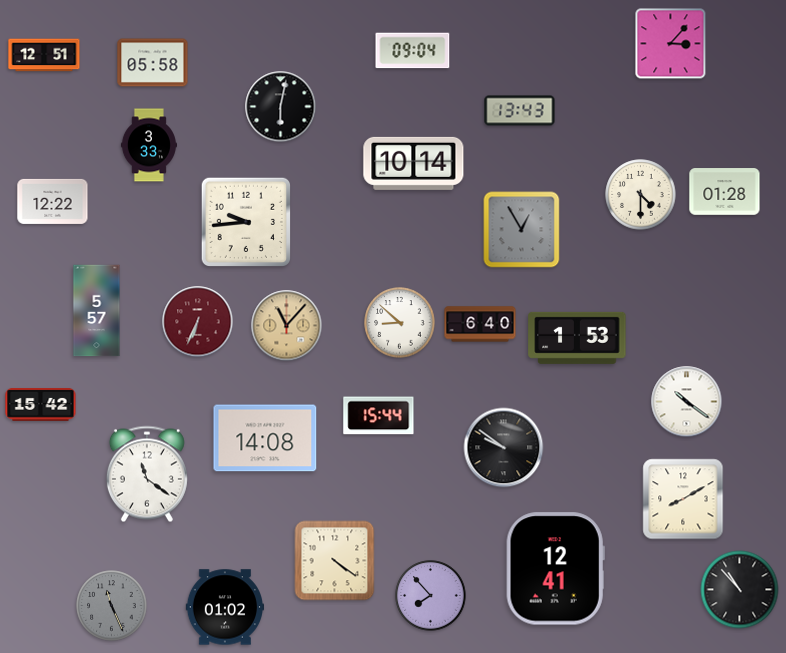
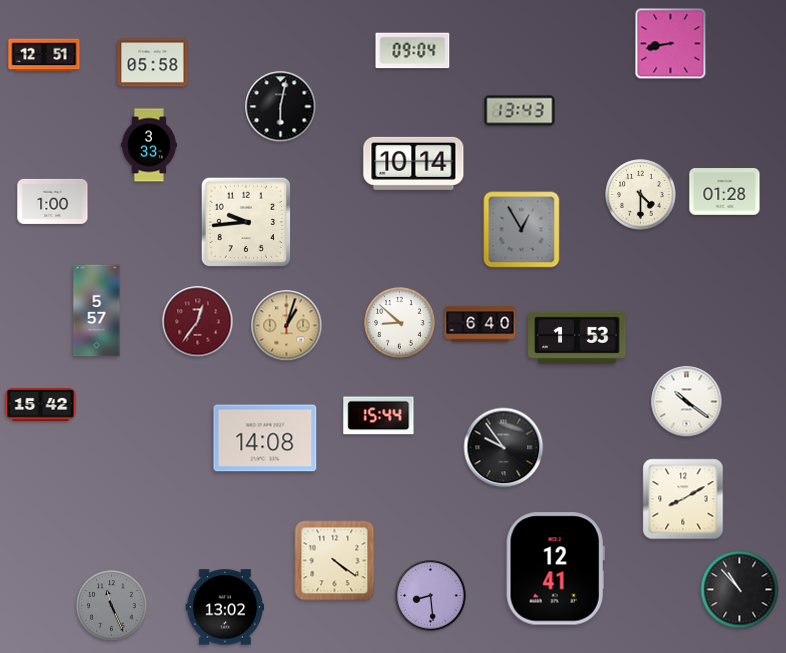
clock at (671, 44): 3:07 -> 8:43
clock at (53, 201): 12:22 -> 1:00
clock at (198, 322): 6:34 -> 12:36
clock at (287, 326): 11:07 -> 1:03
clock at (504, 448): 9:51 -> 9:54
clock at (147, 474): 11:21 -> none
clock at (431, 596): 7:53 -> 8:29
clock at (224, 607): 01:02 -> 13:02
